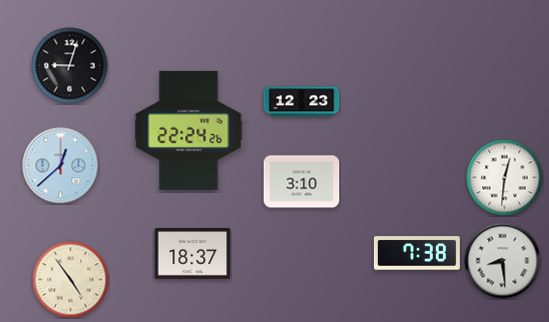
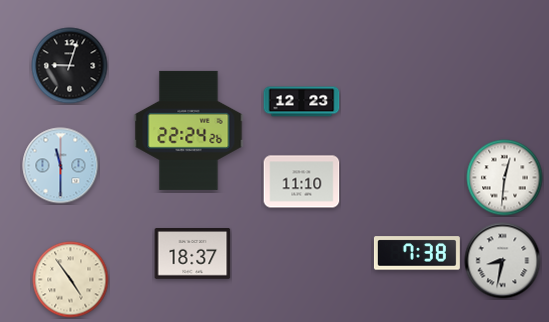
clock at (61, 166): 12:38 -> 11:30
clock at (302, 182): 3:10 -> 11:10
clock at (503, 261): 8:29 -> 8:32
